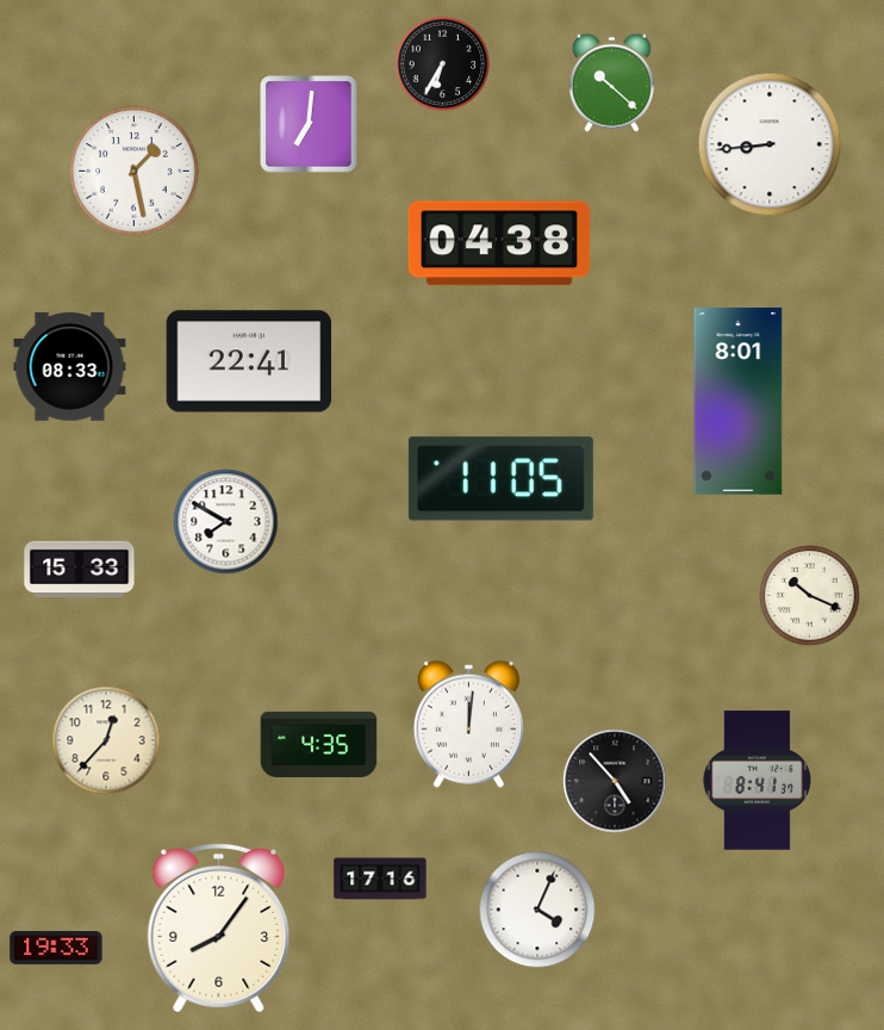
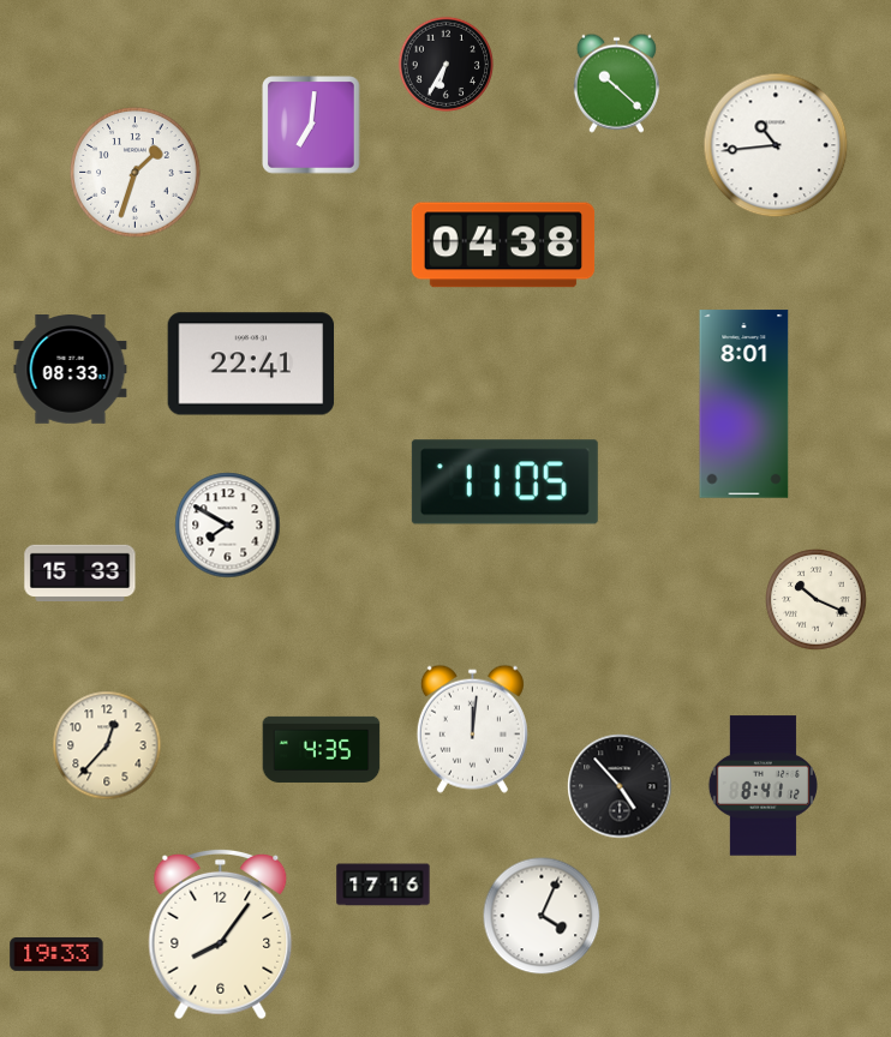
clock at (770, 144): 8:44 -> 10:44
clock at (135, 172): 1:28 -> 1:33
clock at (757, 781): 8:41:37 -> 8:41:12
